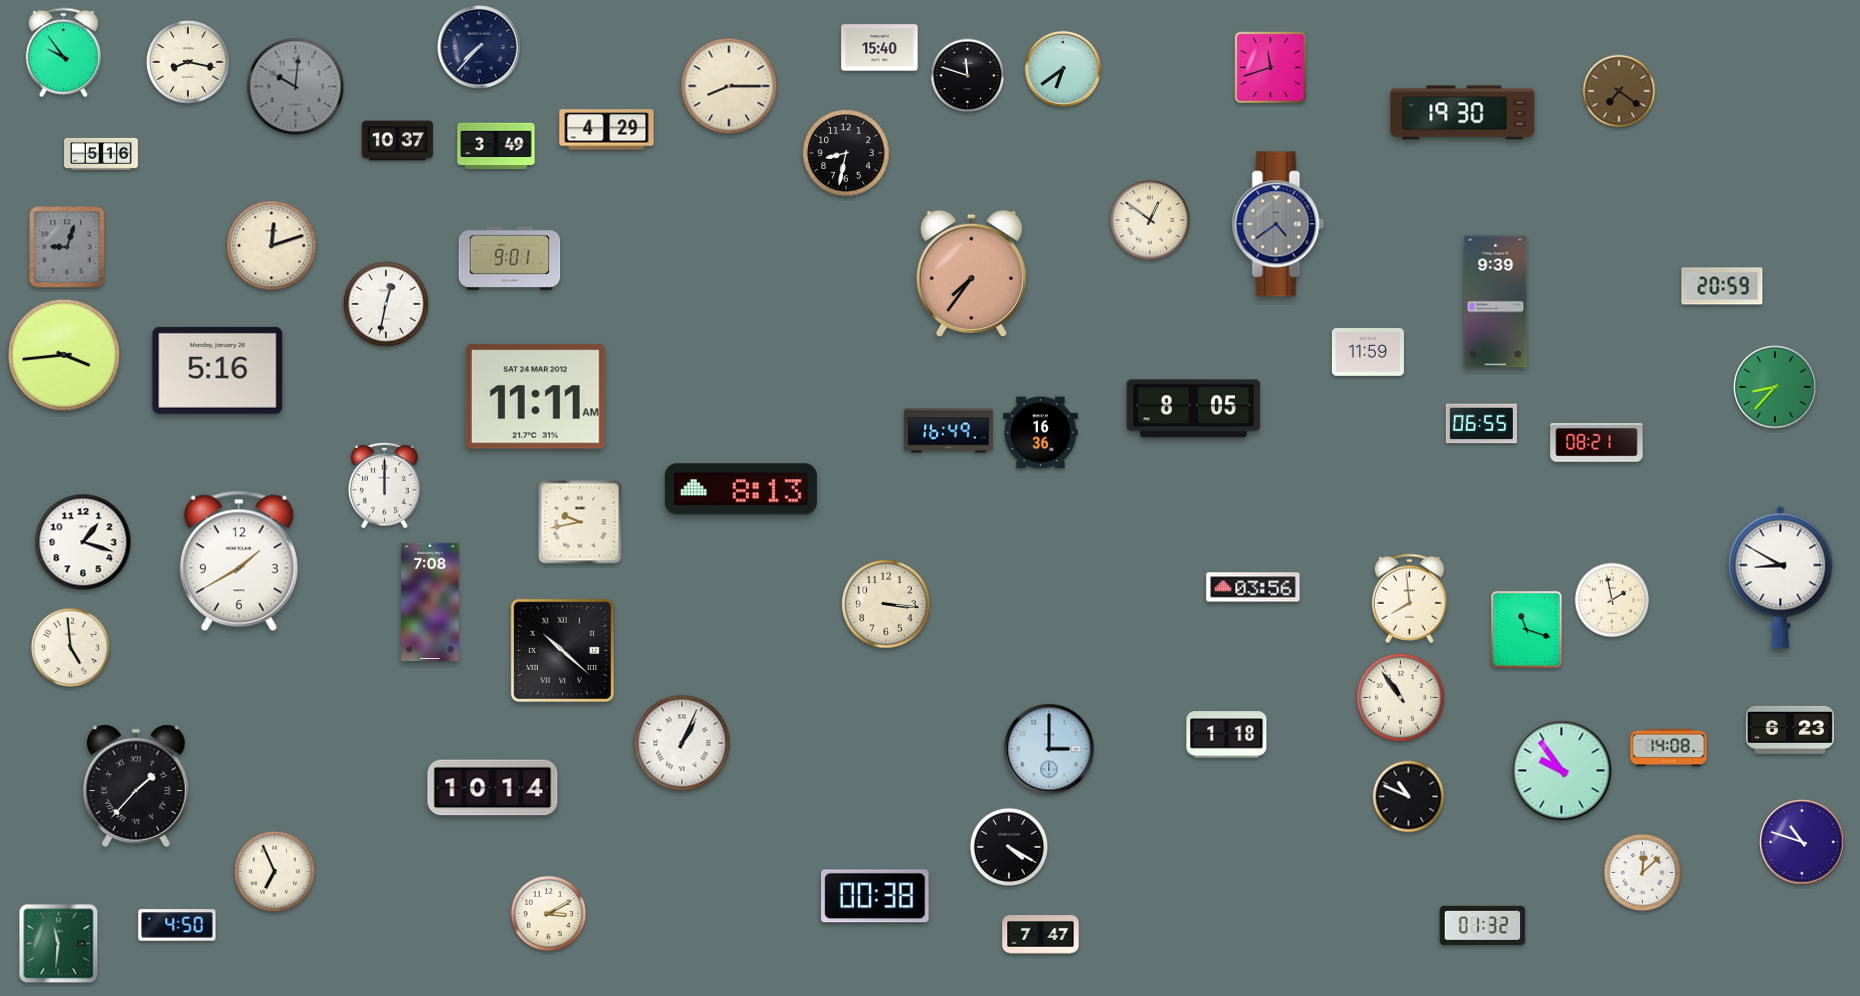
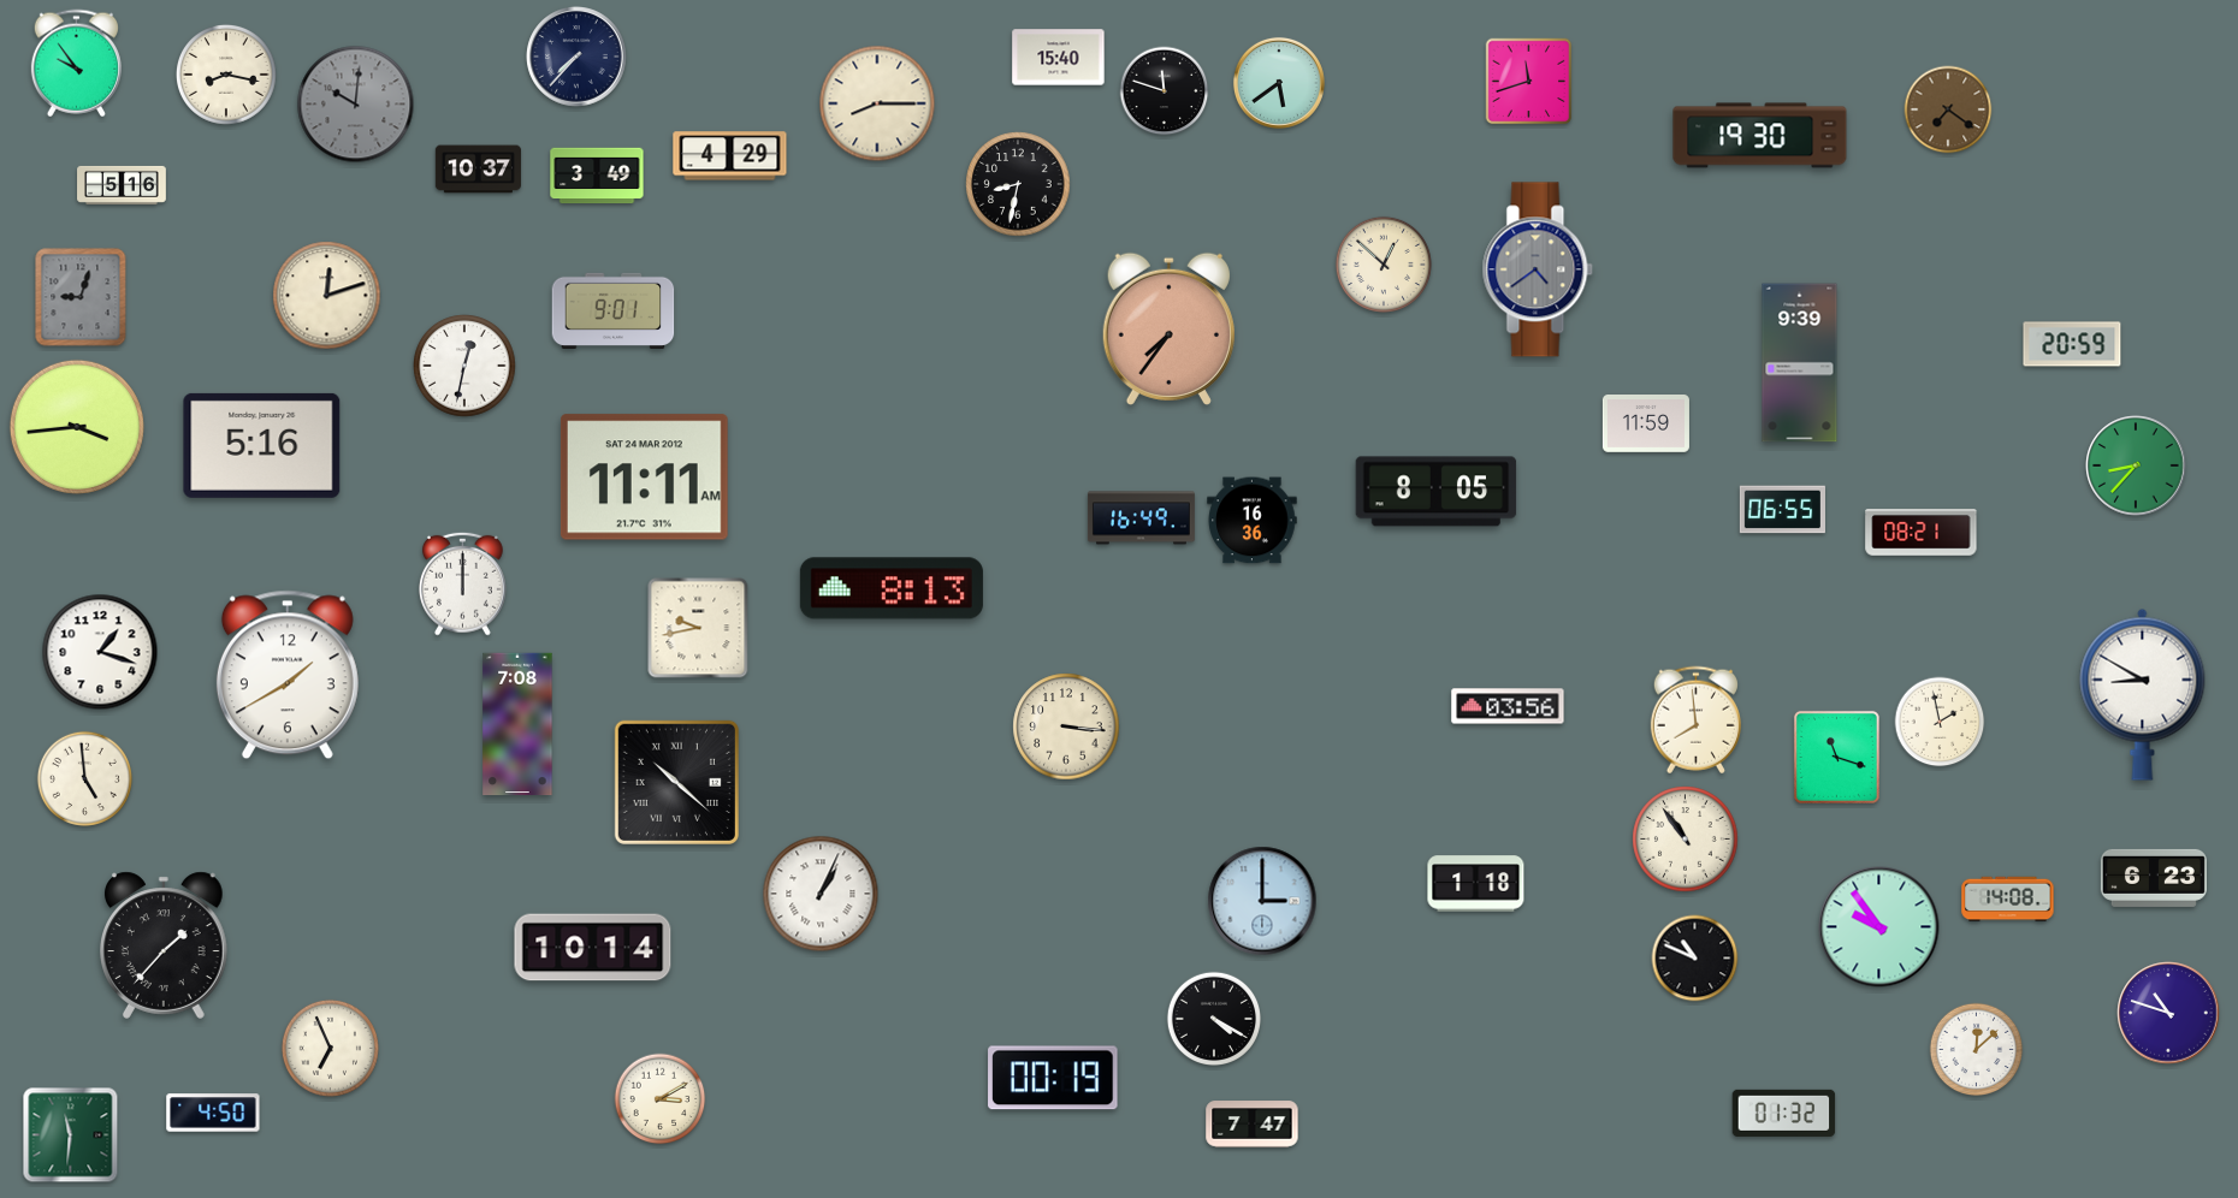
clock at (1063, 69): 6:39 -> 5:39
clock at (1150, 220): 12:51 -> 12:52
clock at (875, 896): 00:38 -> 00:19
